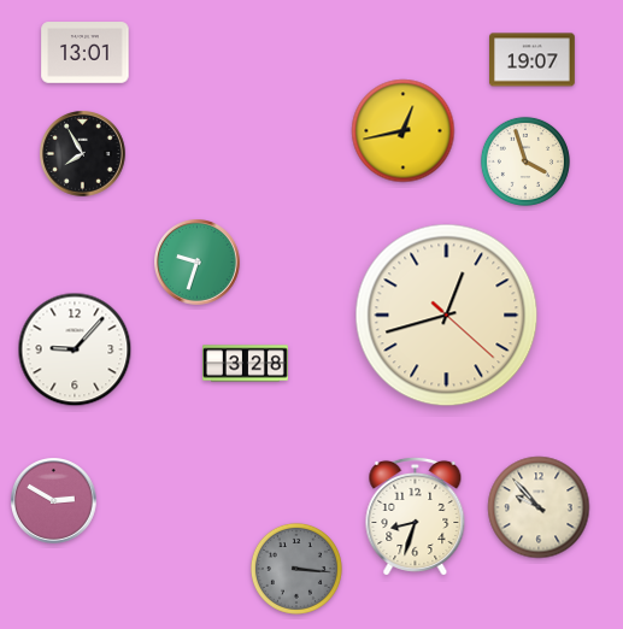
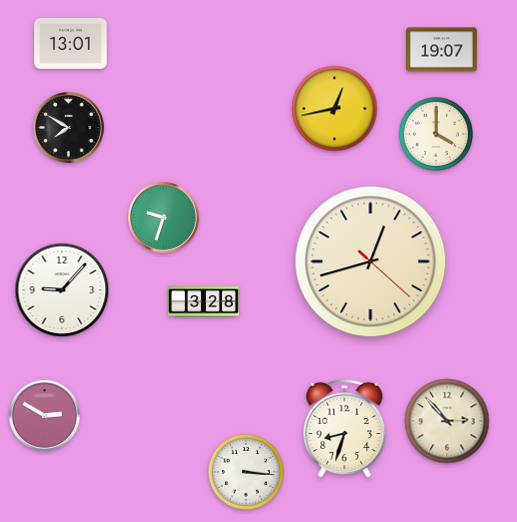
clock at (83, 154): 7:55 -> 7:50
clock at (525, 161): 3:57 -> 4:00
clock at (539, 507): 9:53 -> 2:53
clock at (296, 569) dial: grey -> white
